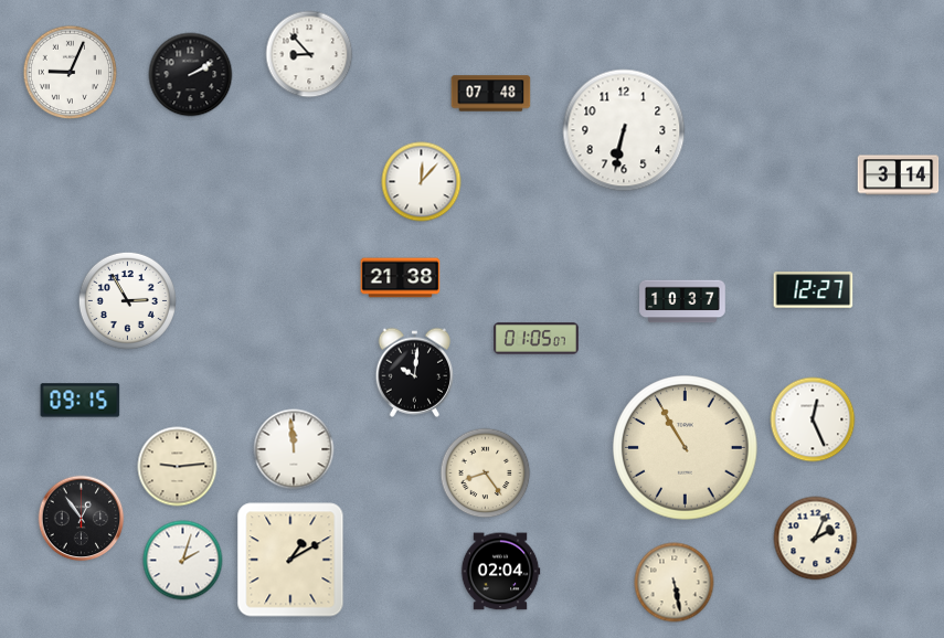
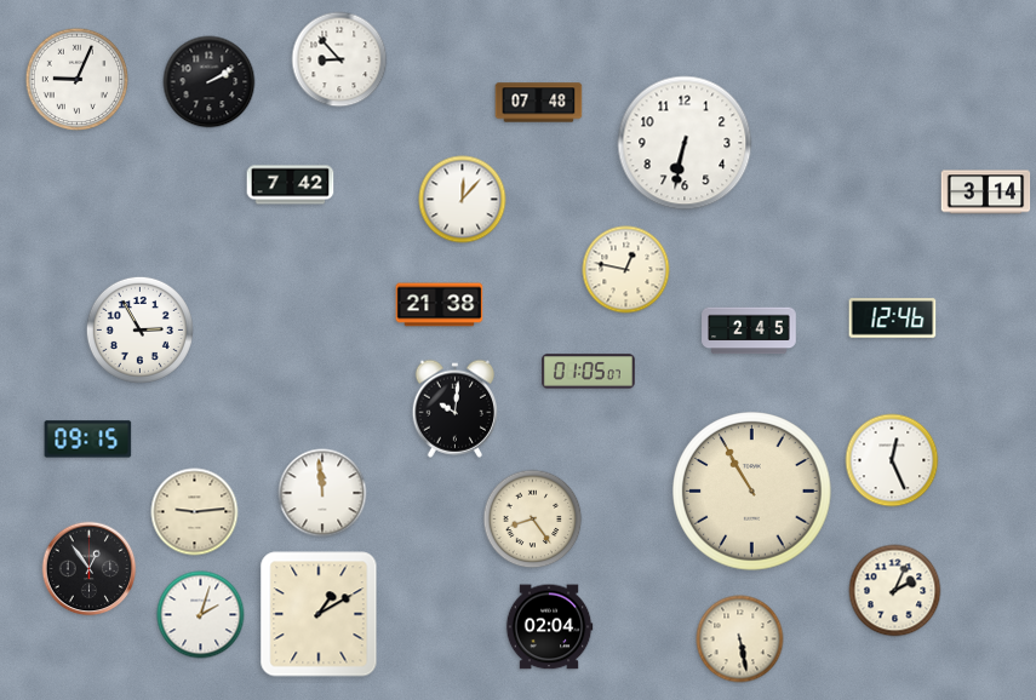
clock at (291, 185): none -> 7:42
clock at (626, 270): none -> 12:47
clock at (814, 290): 12:27 -> 12:46
clock at (682, 301): 10:37 -> 2:45
